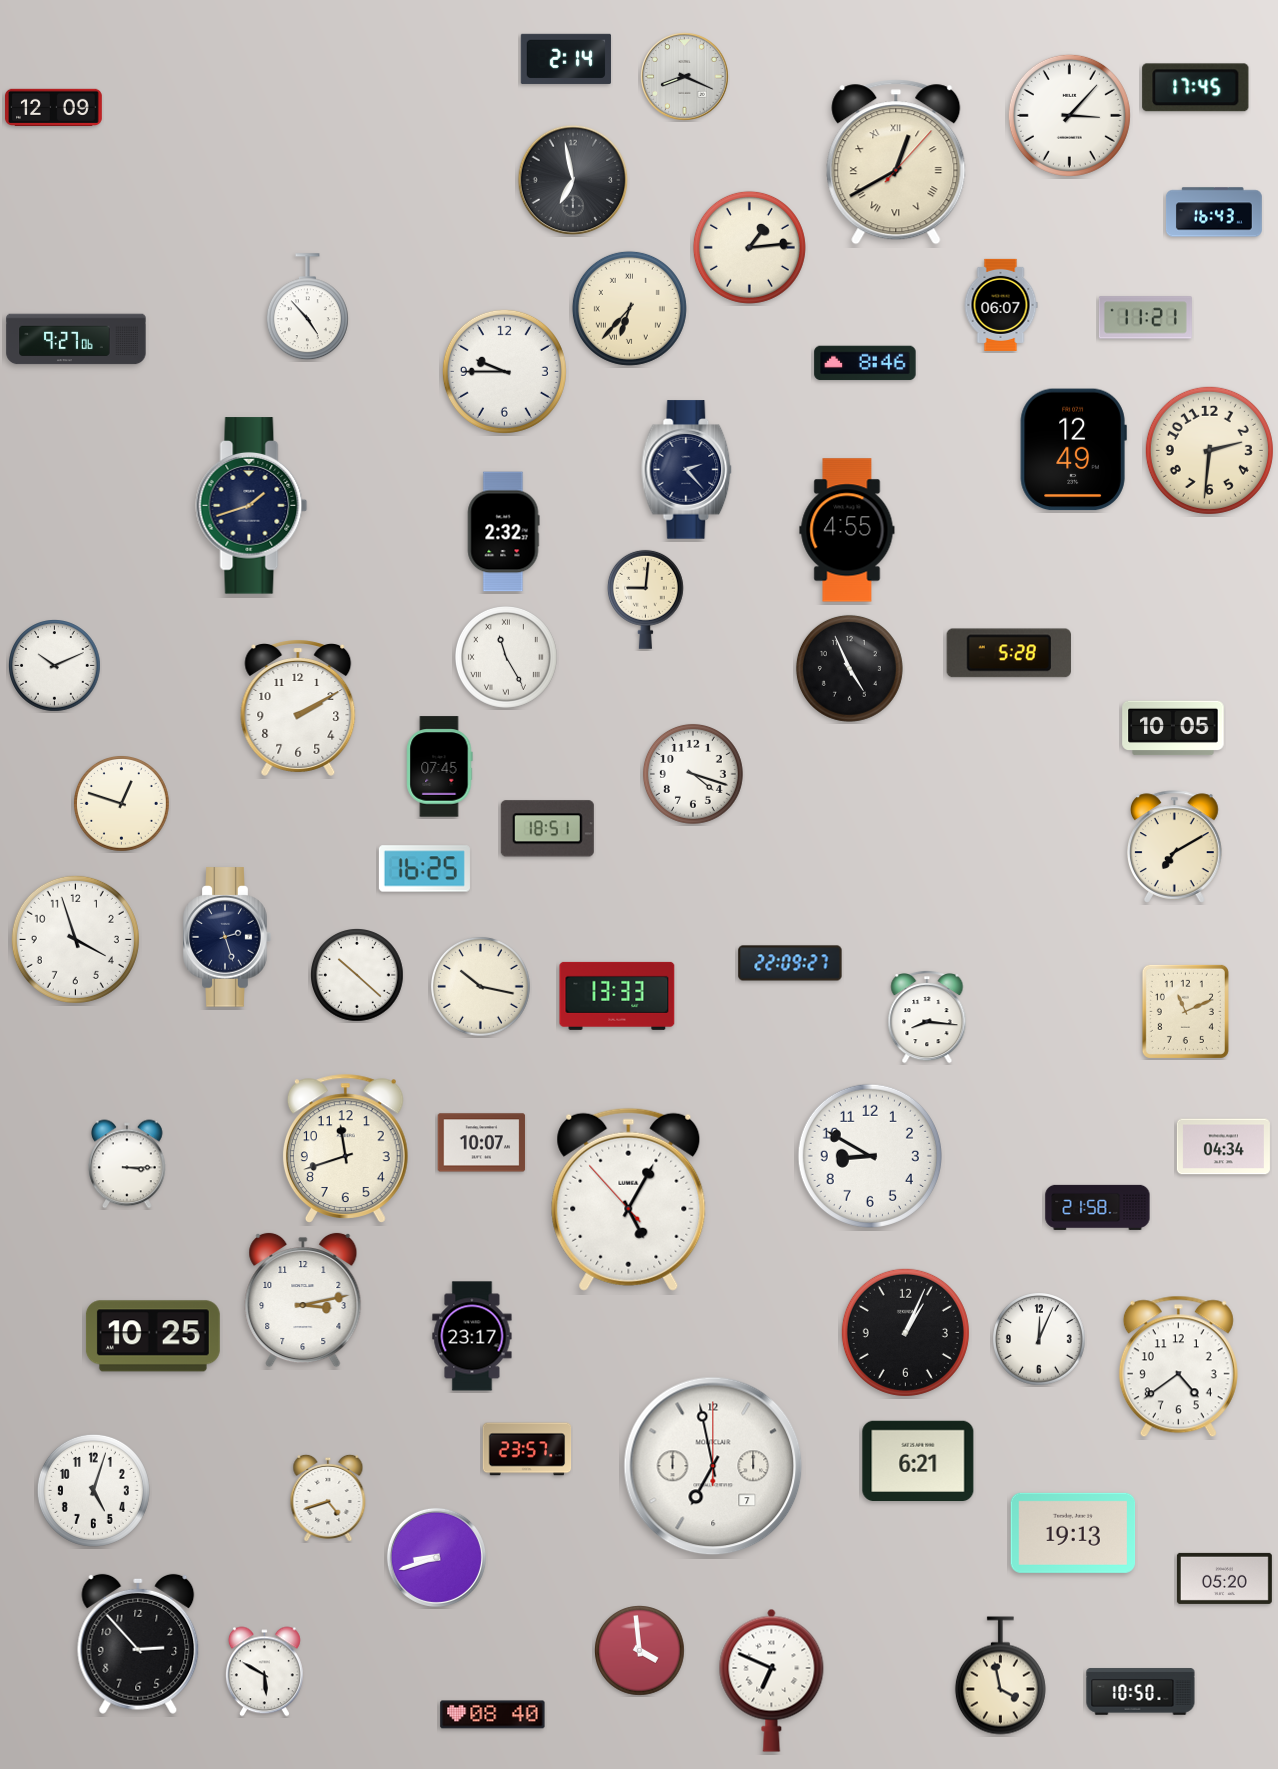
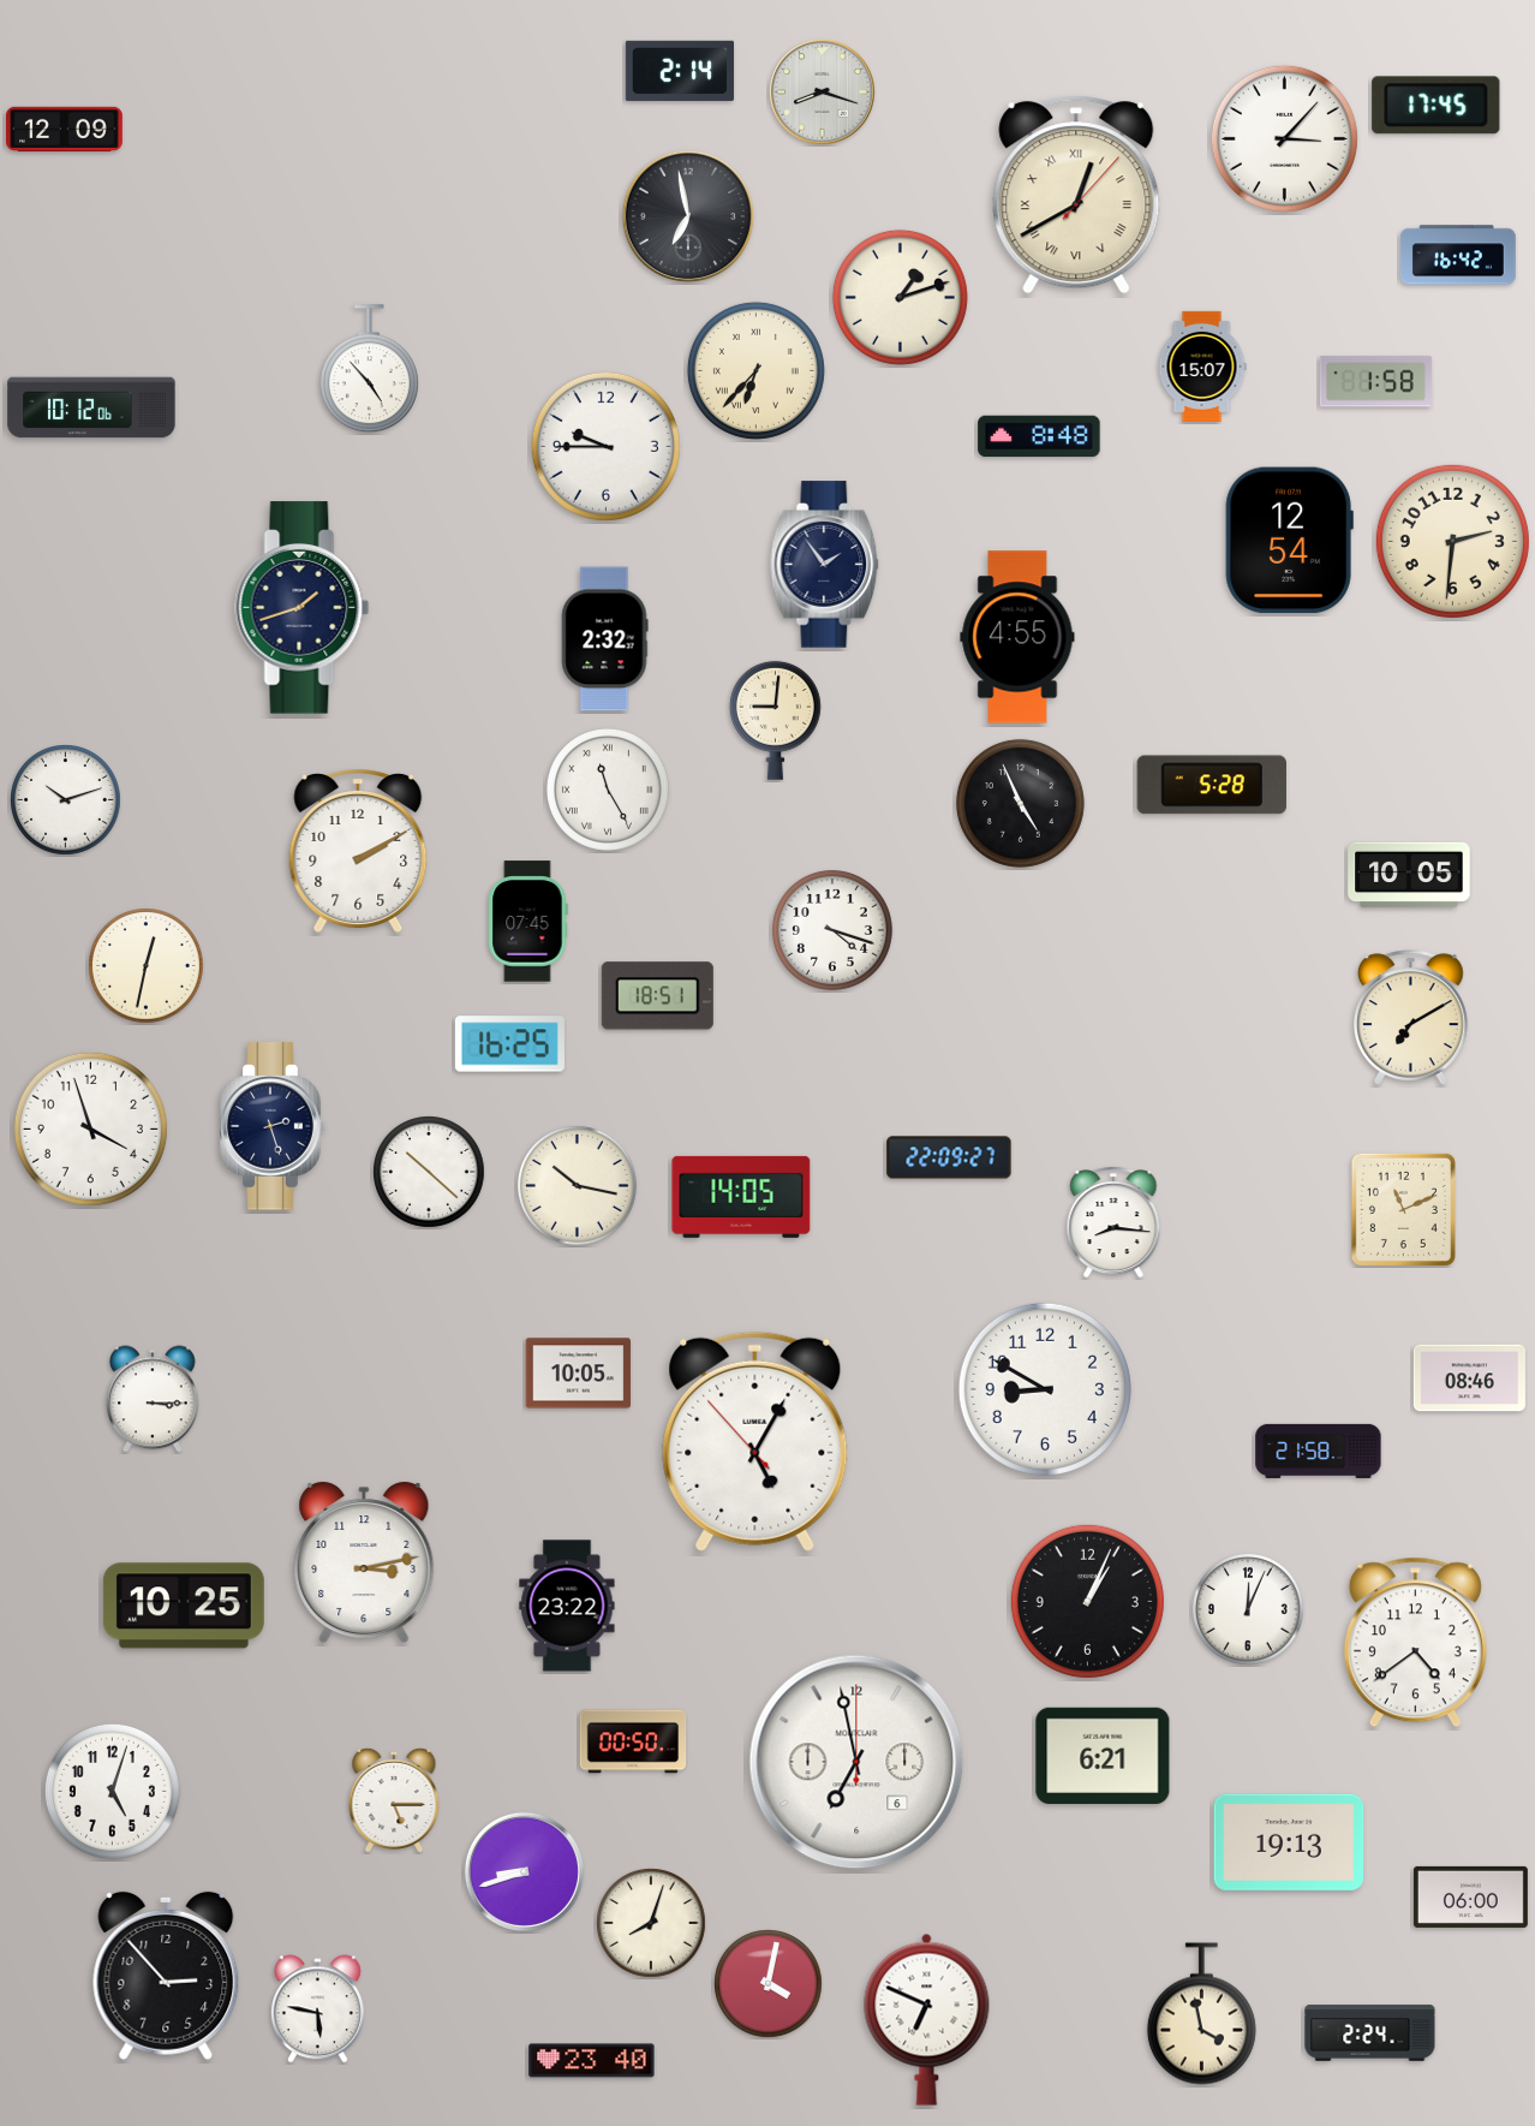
clock at (685, 77): 8:19 -> 8:18
clock at (1214, 212): 16:43 -> 16:42
clock at (749, 247): 1:14 -> 1:12
clock at (1001, 305): 06:07 -> 15:07
clock at (1145, 318): 11:21 -> 1:58
clock at (76, 339): 9:27 -> 10:12
clock at (865, 363): 8:46 -> 8:48
clock at (1073, 450): 12:49 -> 12:54
clock at (687, 470): 2:23 -> 1:54
clock at (55, 666): 10:11 -> 10:12
clock at (122, 804): 12:48 -> 12:32
clock at (617, 996): 13:33 -> 14:05
clock at (1185, 1011) position: (1185, 1011) -> (1403, 1209)
clock at (482, 1143): 10:07 -> 10:05
clock at (1223, 1147): 04:34 -> 08:46
clock at (345, 1148): 11:42 -> none
clock at (472, 1336): 23:17 -> 23:22
clock at (527, 1449): 23:57 -> 00:50
clock at (713, 1466) date: 7 -> 6
clock at (328, 1497): 4:42 -> 5:15
clock at (1224, 1578): 05:20 -> 06:00
clock at (651, 1923): none -> 8:03
clock at (640, 1651): 3:59 -> 4:02
clock at (264, 1672): 5:50 -> 5:47
clock at (1141, 1692): 10:50 -> 2:24
clock at (493, 1715): 08:40 -> 23:40
